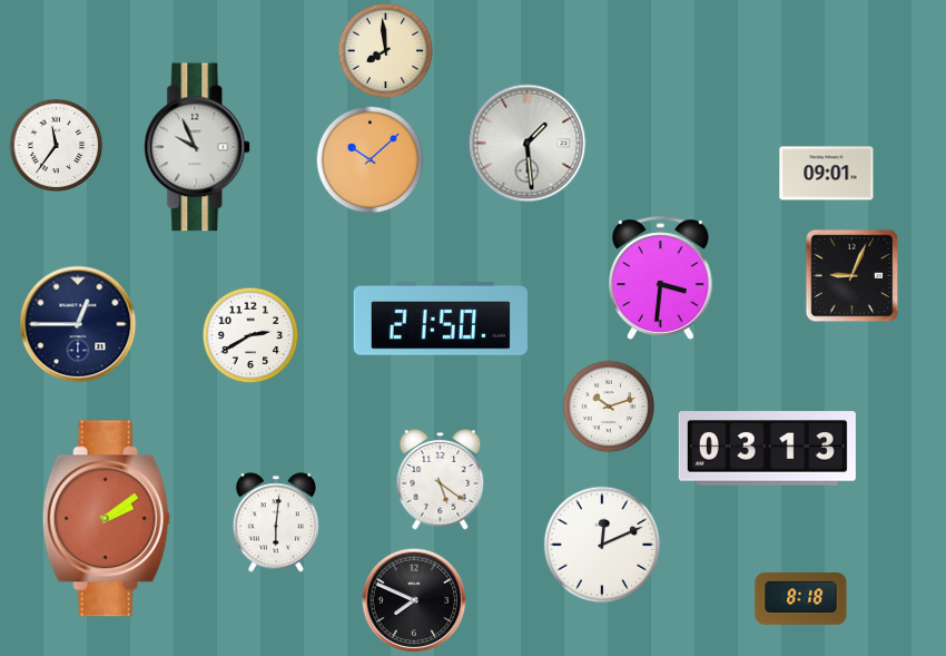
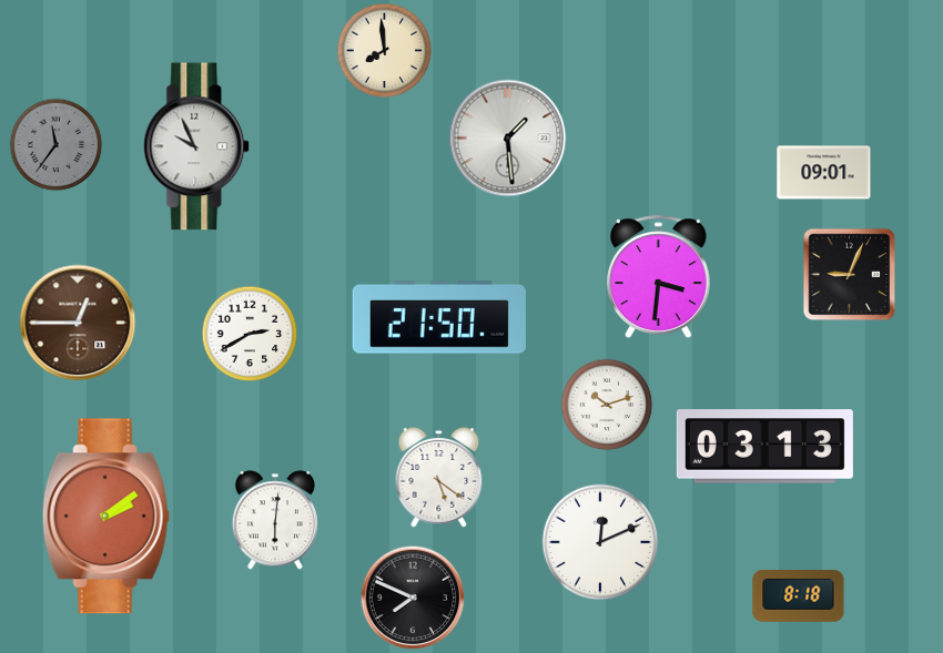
clock at (528, 144) position: (528, 144) -> (508, 139)
clock at (57, 146) dial: white -> grey
clock at (371, 160): 10:08 -> none
clock at (78, 324) dial: navy -> brown
